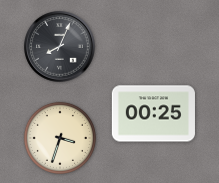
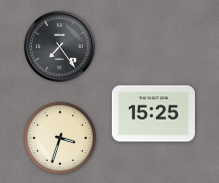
clock at (60, 47): 8:04 -> 7:24
clock at (153, 114): 00:25 -> 15:25
